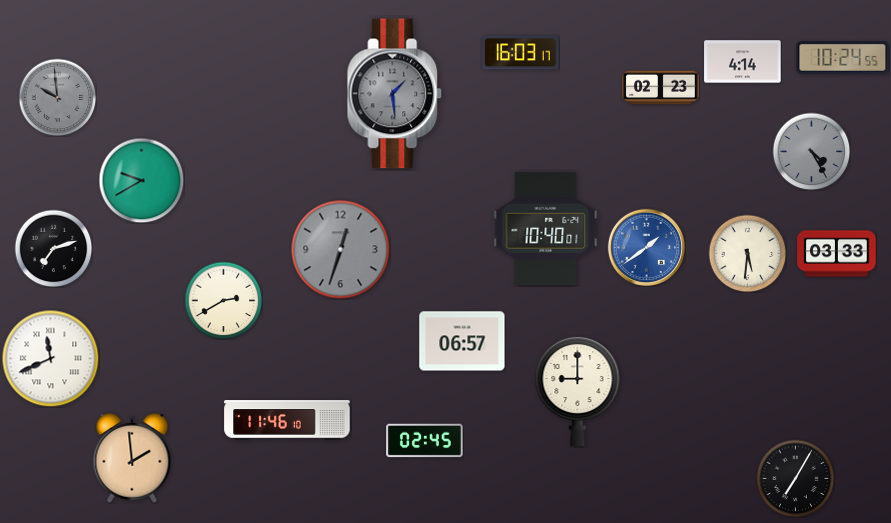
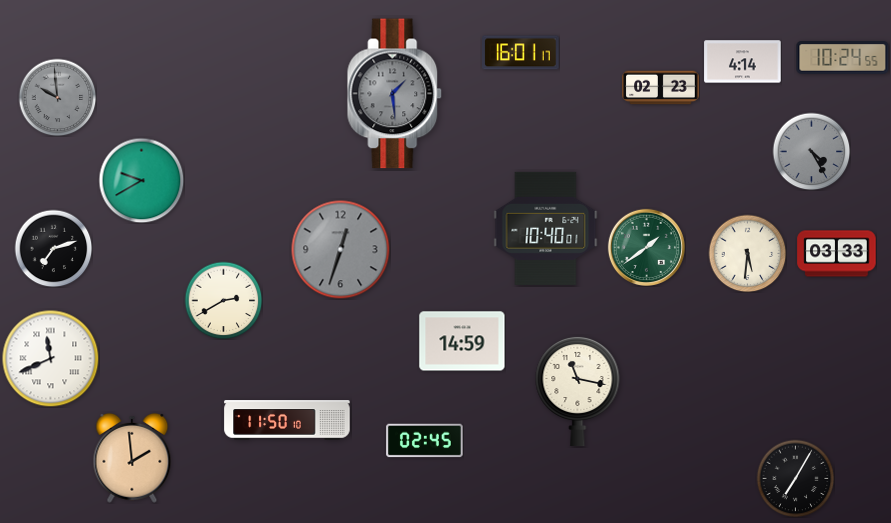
clock at (521, 53): 16:03 -> 16:01
clock at (646, 247) dial: blue -> green
clock at (462, 341): 06:57 -> 14:59
clock at (578, 391): 9:00 -> 11:17
clock at (287, 420): 11:46 -> 11:50
